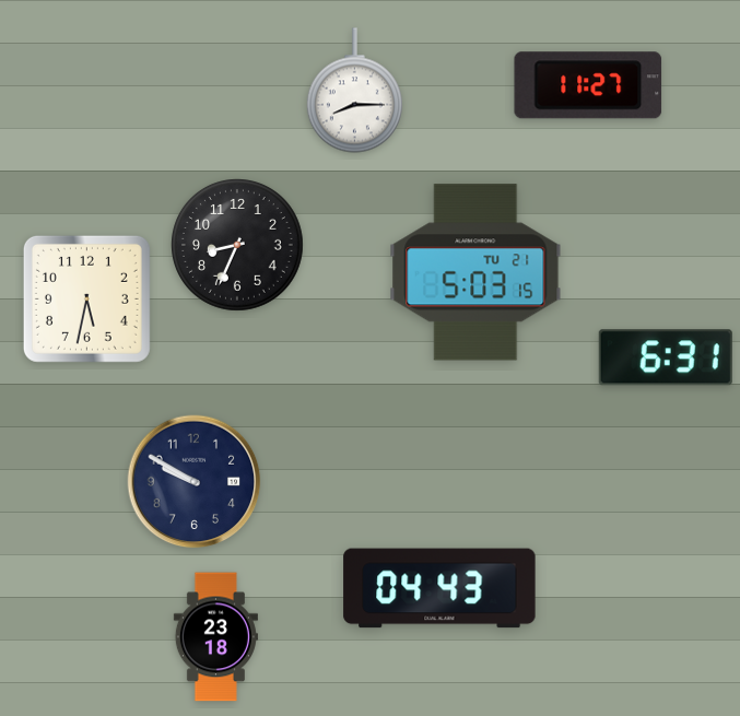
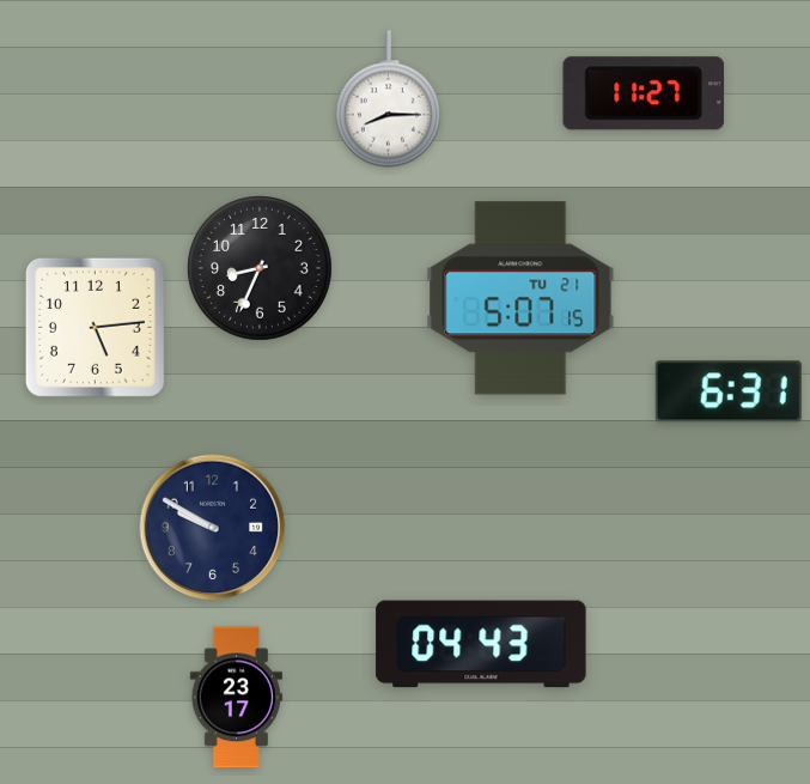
clock at (475, 272): 5:03 -> 5:07
clock at (86, 298): 5:32 -> 5:14
clock at (215, 637): 23:18 -> 23:17
